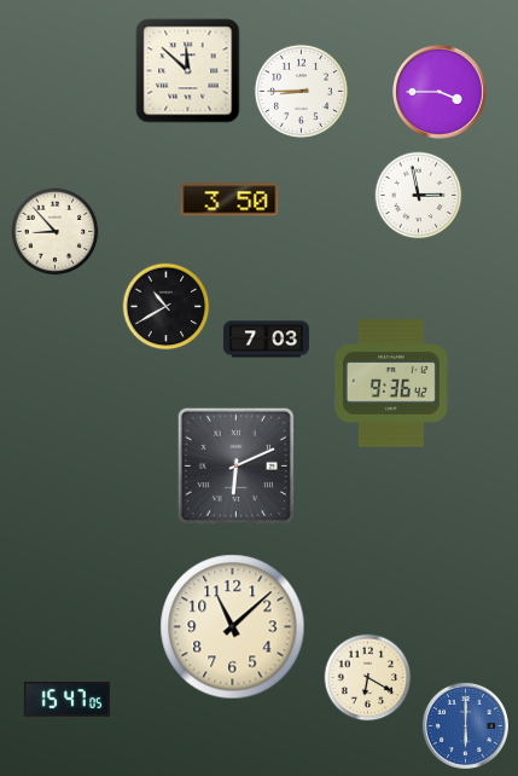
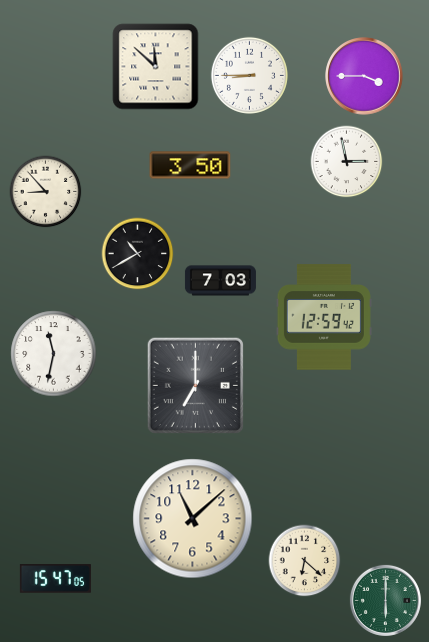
clock at (188, 71) position: (188, 71) -> (156, 67)
clock at (391, 383): 9:36 -> 12:59
clock at (54, 354): none -> 11:32
clock at (235, 465): 6:11 -> 7:00
clock at (368, 678): 6:20 -> 6:22
clock at (465, 725) dial: blue -> green
